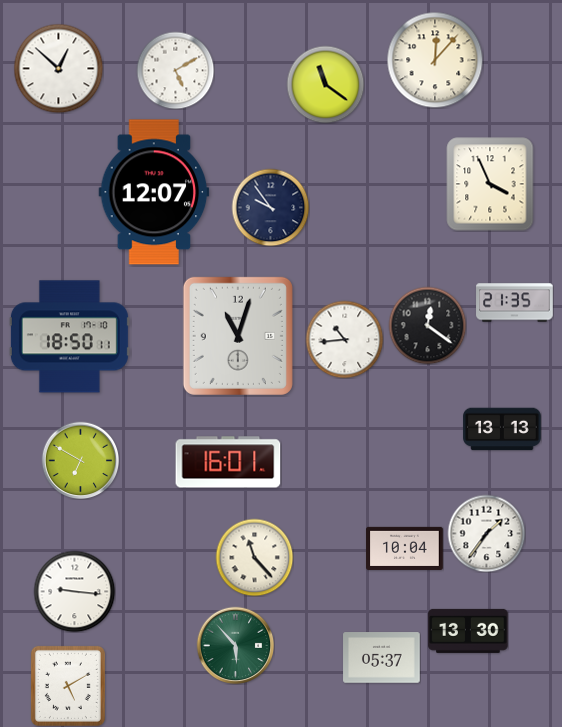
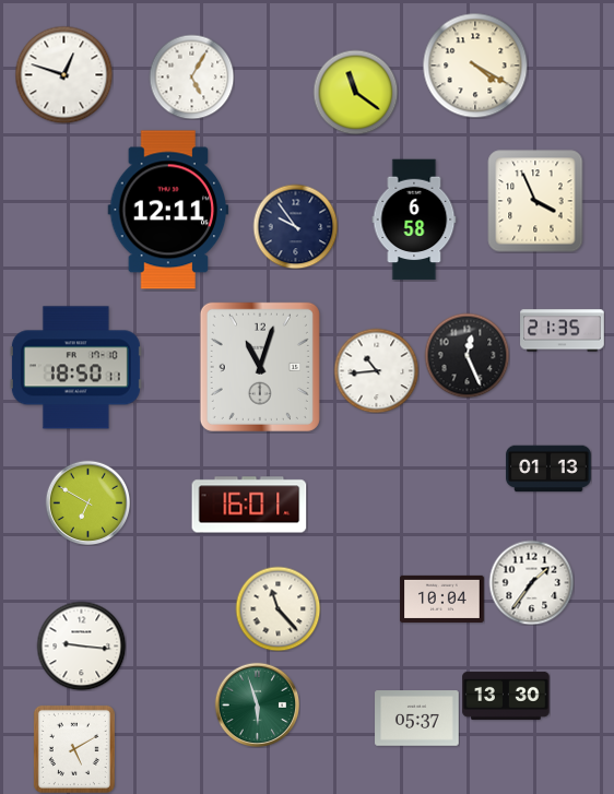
clock at (435, 60): 12:07 -> 4:20
clock at (58, 68): 12:52 -> 12:48
clock at (175, 70): 5:10 -> 5:05
clock at (154, 192): 12:07 -> 12:11
clock at (414, 220): none -> 6:58
clock at (427, 325): 12:21 -> 12:26
clock at (502, 429): 13:13 -> 01:13
clock at (468, 631) position: (468, 631) -> (506, 696)
clock at (235, 645): 5:53 -> 5:57
